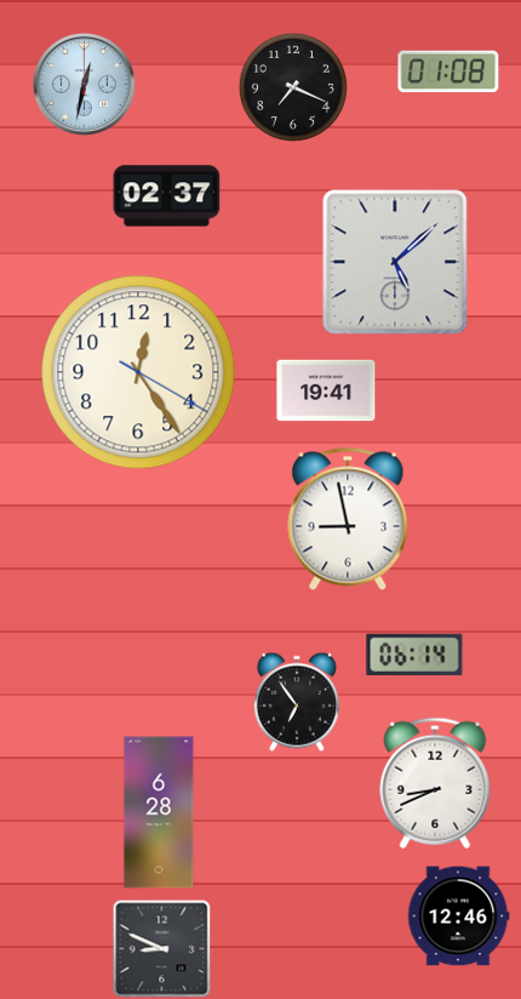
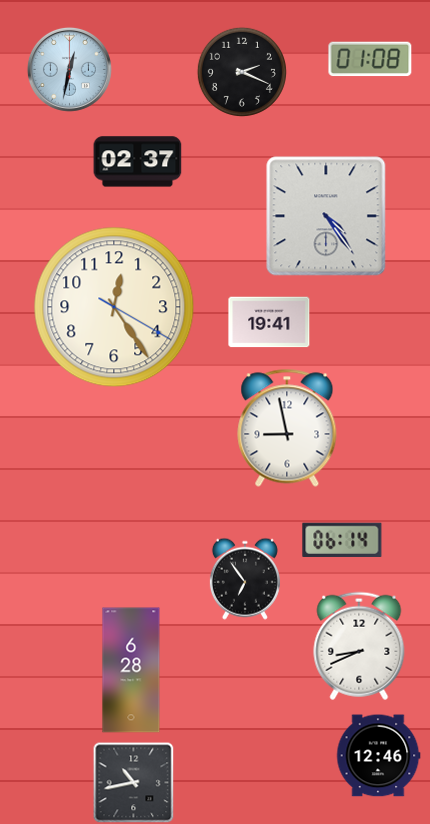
clock at (293, 87): 7:19 -> 2:19
clock at (395, 262): 5:08 -> 4:24
clock at (161, 948): 8:49 -> 10:43
